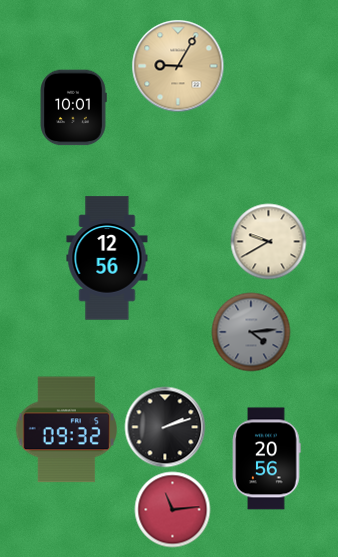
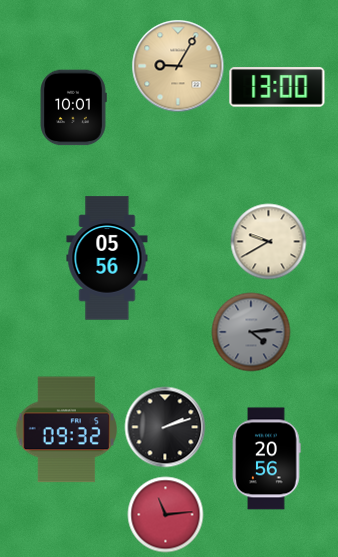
clock at (277, 87): none -> 13:00
clock at (107, 258): 12:56 -> 05:56
clock at (173, 510) position: (173, 510) -> (166, 515)
